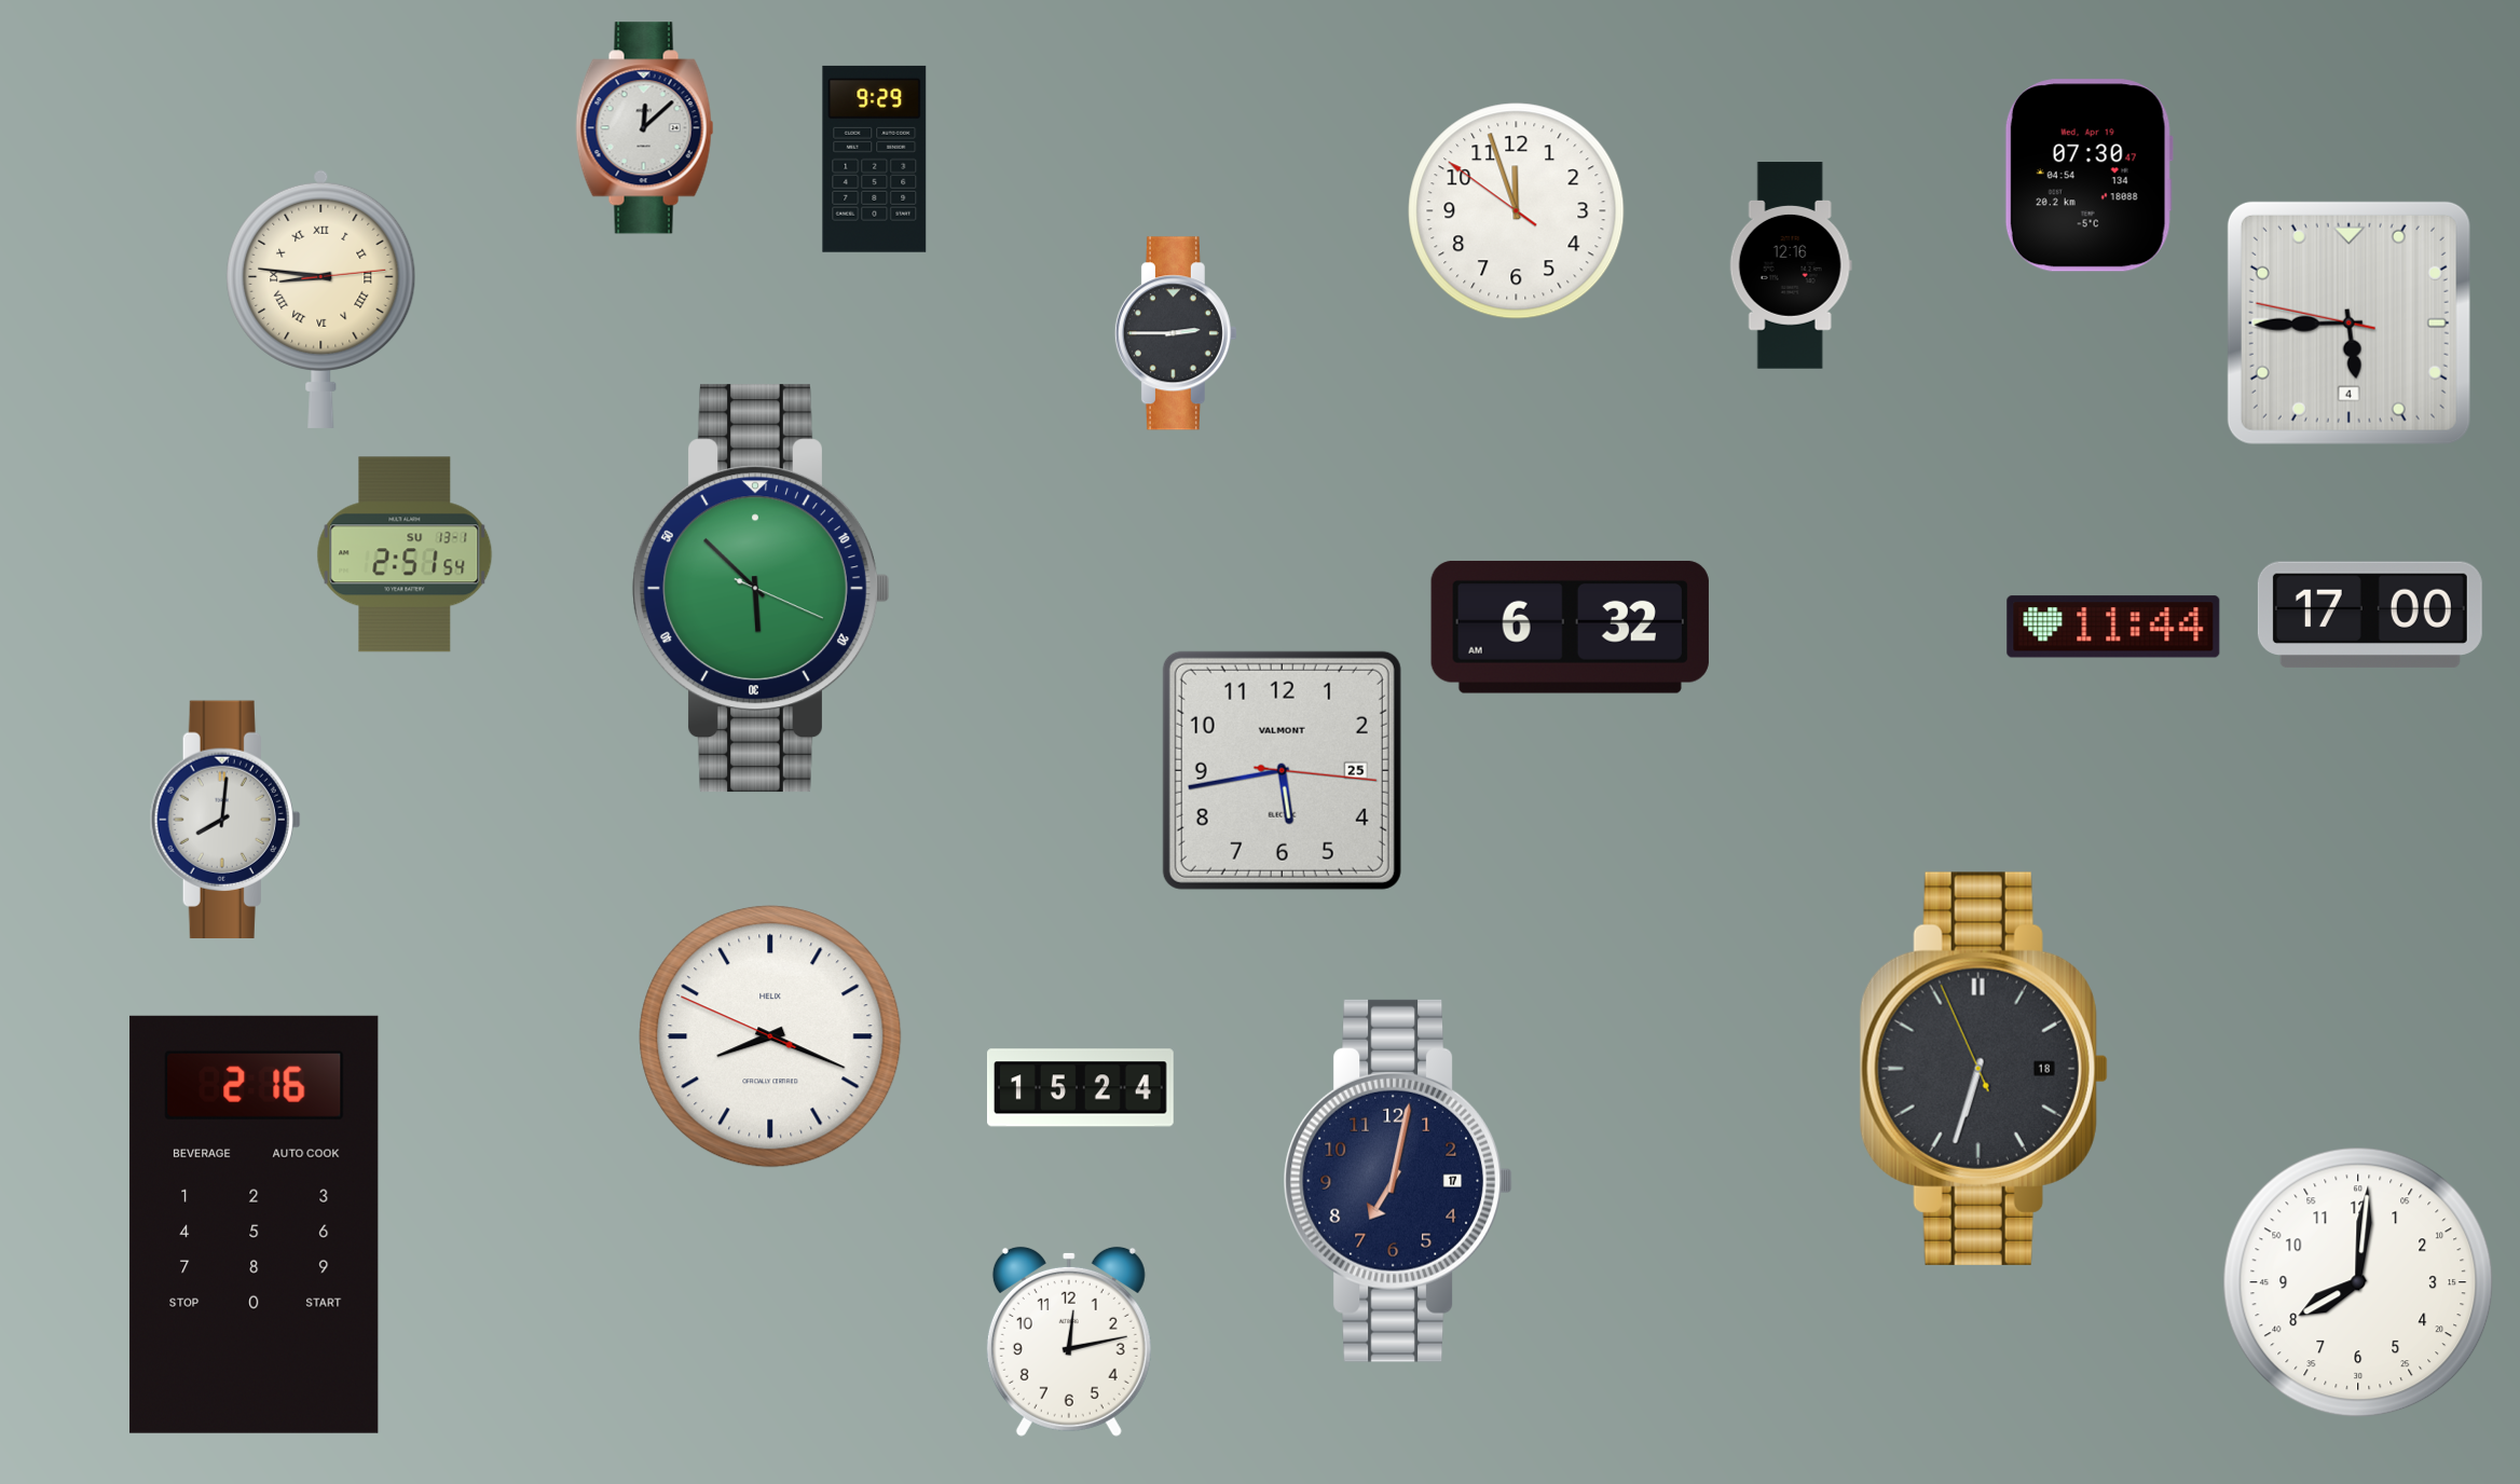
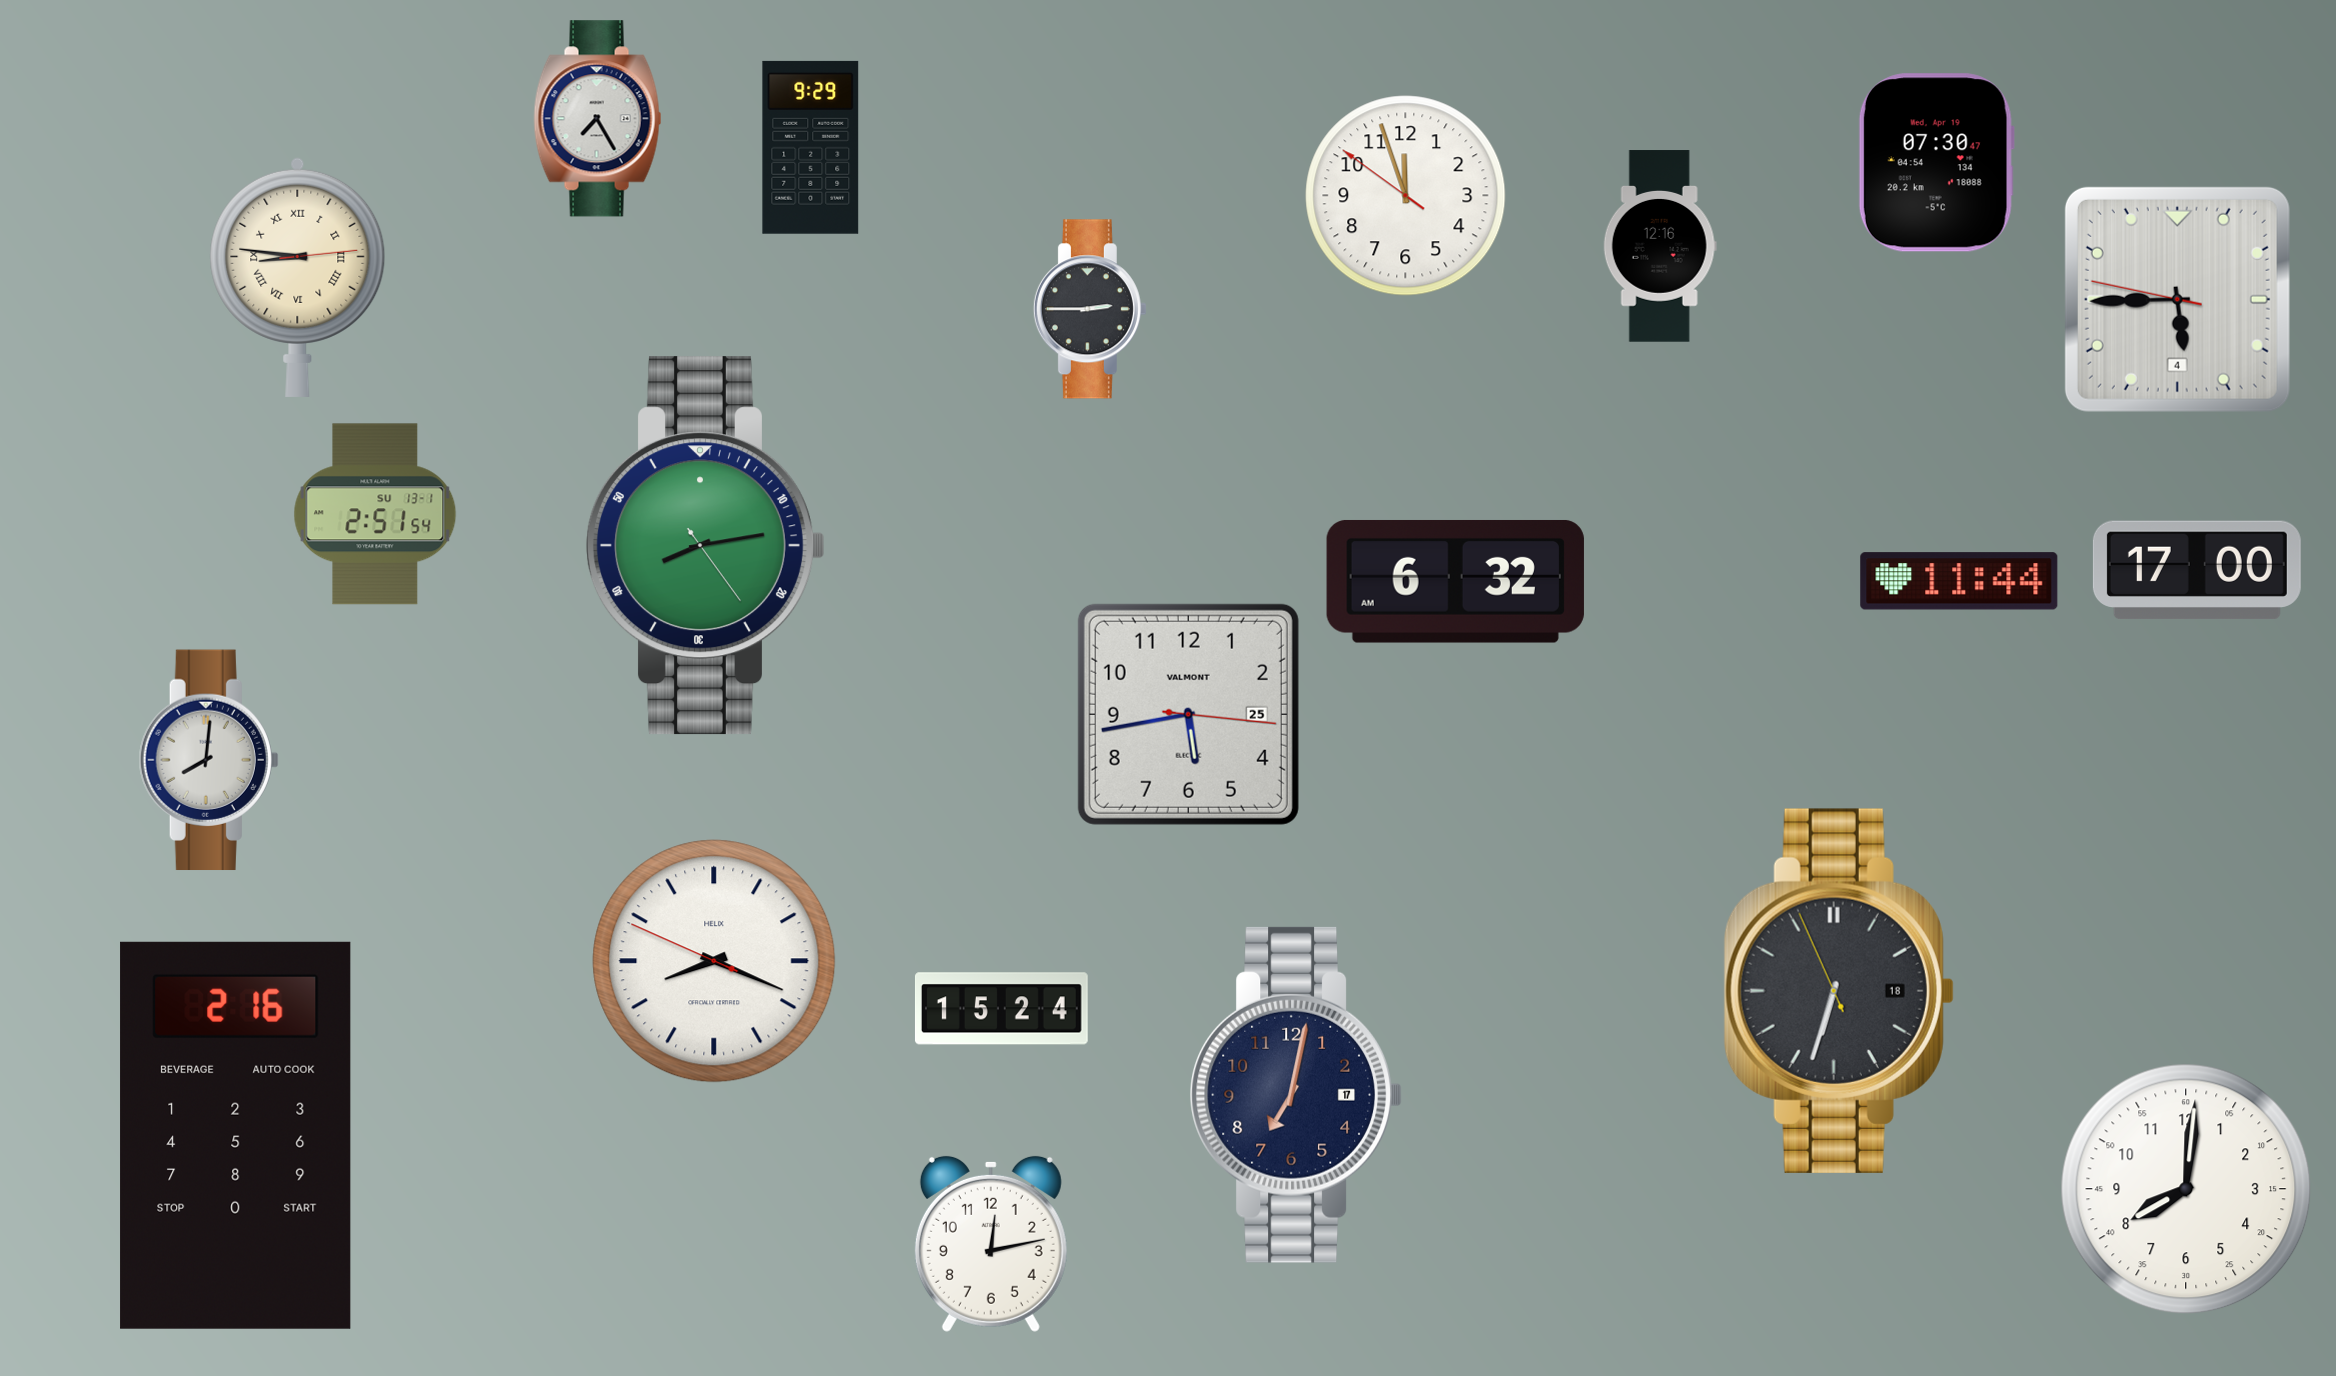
clock at (645, 128): 12:08 -> 7:25
clock at (761, 589): 5:52 -> 8:13
